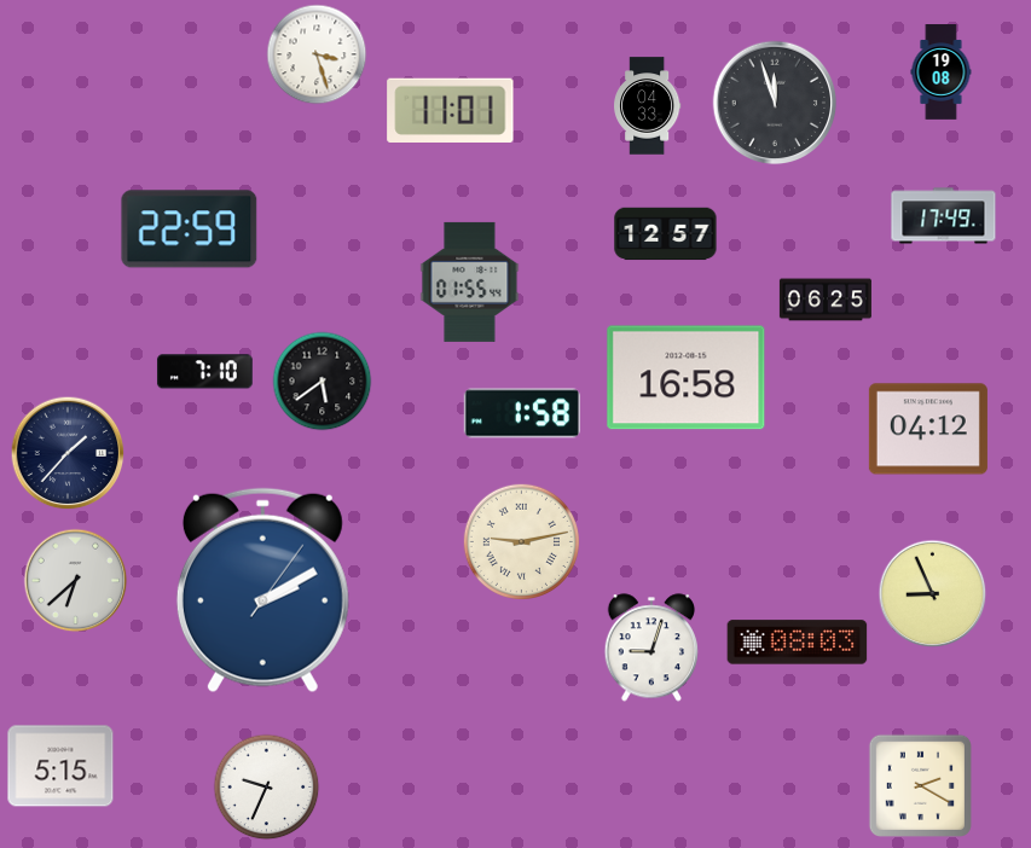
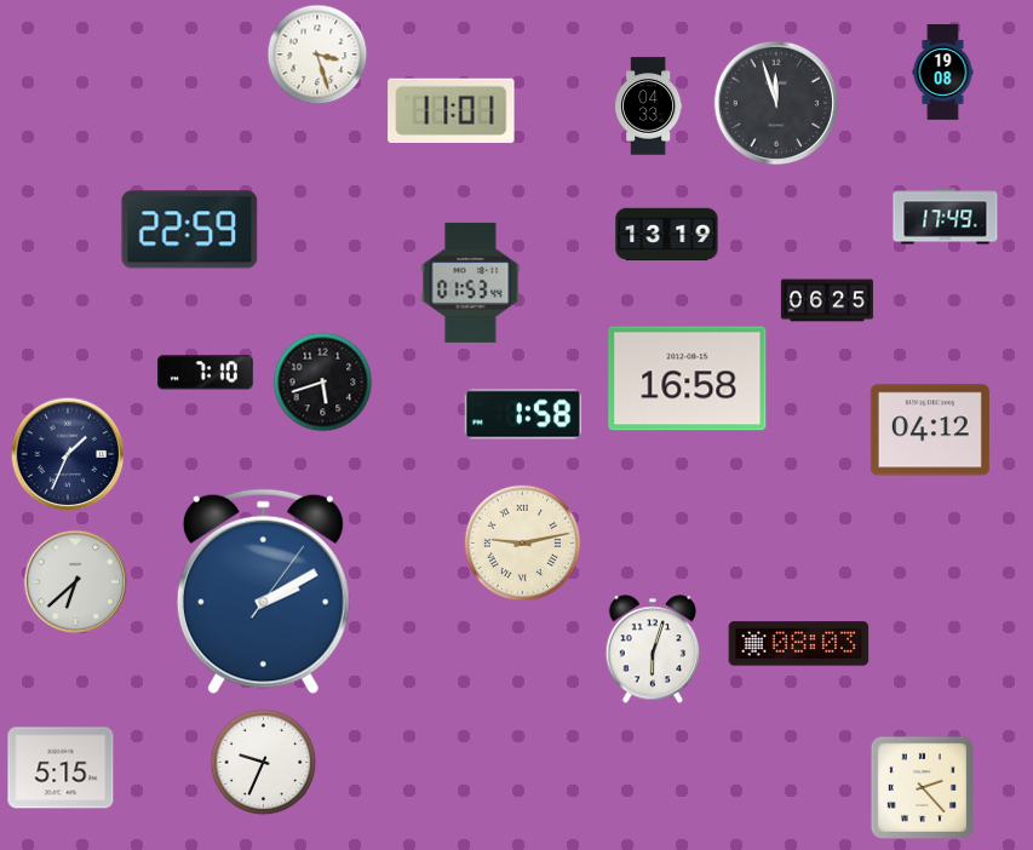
clock at (666, 234): 12:57 -> 13:19
clock at (470, 281): 01:55 -> 01:53
clock at (323, 382): 5:39 -> 5:42
clock at (68, 453): 1:37 -> 1:34
clock at (933, 594): 8:56 -> none
clock at (651, 647): 9:03 -> 6:03
clock at (920, 785): 2:20 -> 2:23
clock at (267, 788) position: (267, 788) -> (264, 763)
